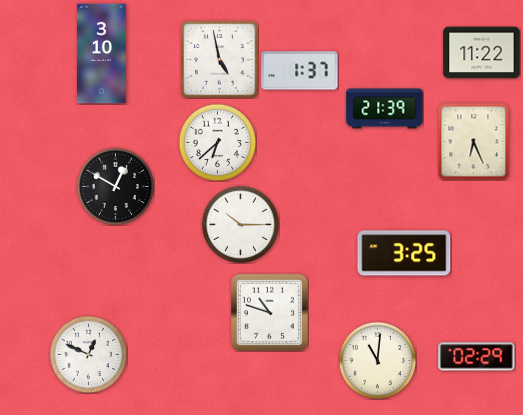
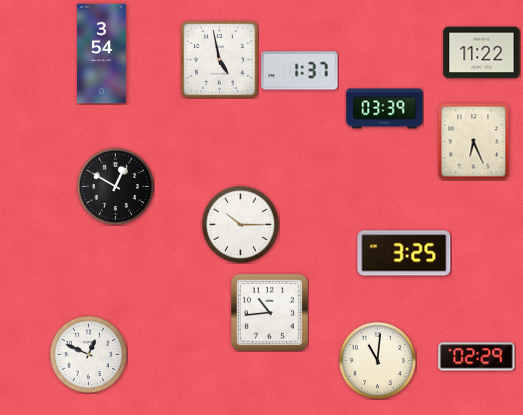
clock at (101, 54): 3:10 -> 3:54
clock at (385, 109): 21:39 -> 03:39
clock at (217, 142): 6:38 -> none
clock at (269, 312): 10:48 -> 10:44
